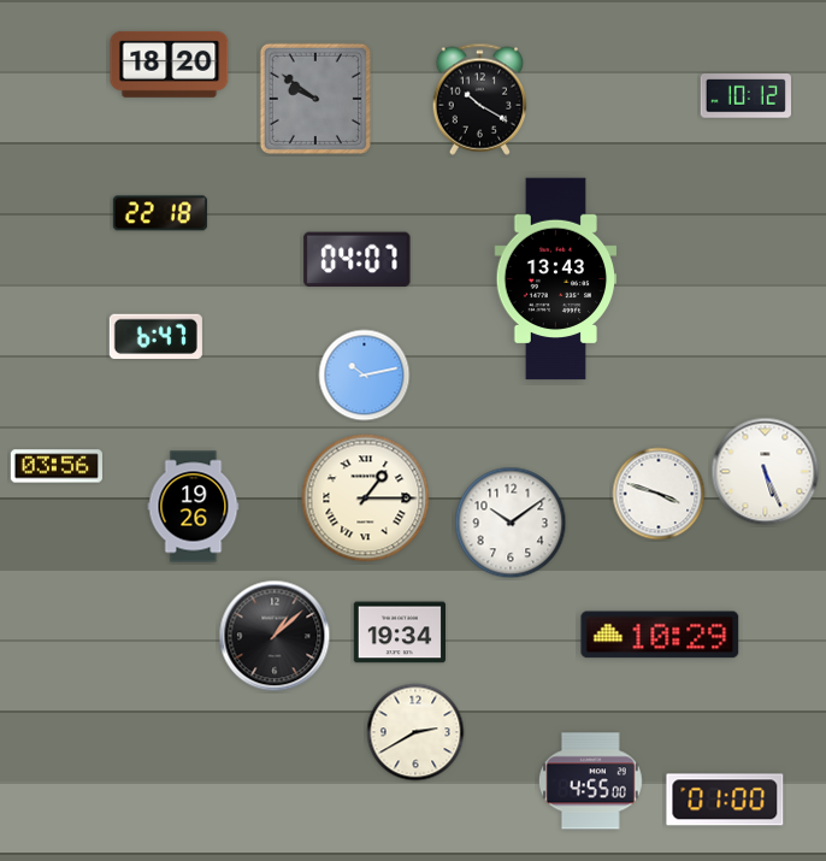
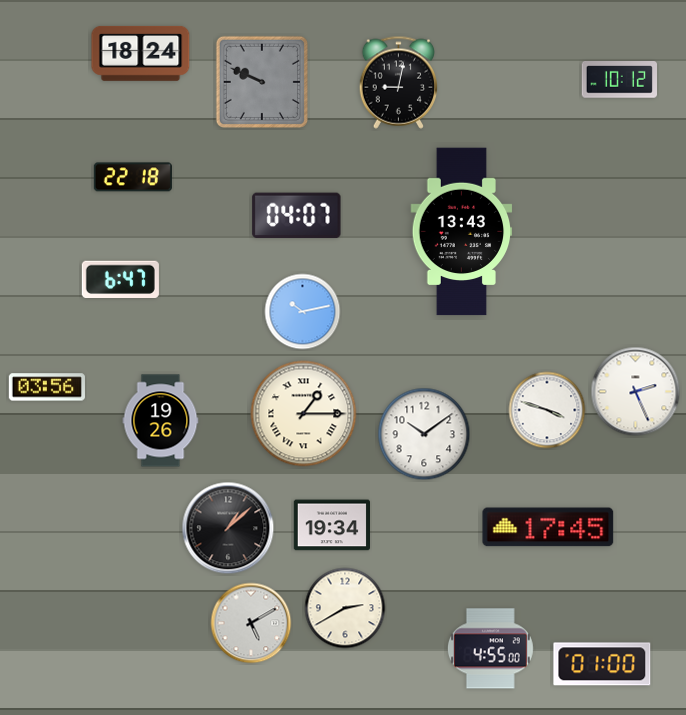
clock at (170, 64): 18:20 -> 18:24
clock at (315, 99): 9:51 -> 9:49
clock at (480, 99): 10:20 -> 9:02
clock at (155, 336) position: (155, 336) -> (120, 279)
clock at (766, 472): 5:26 -> 2:26
clock at (660, 635): 10:29 -> 17:45
clock at (251, 623): none -> 5:10
